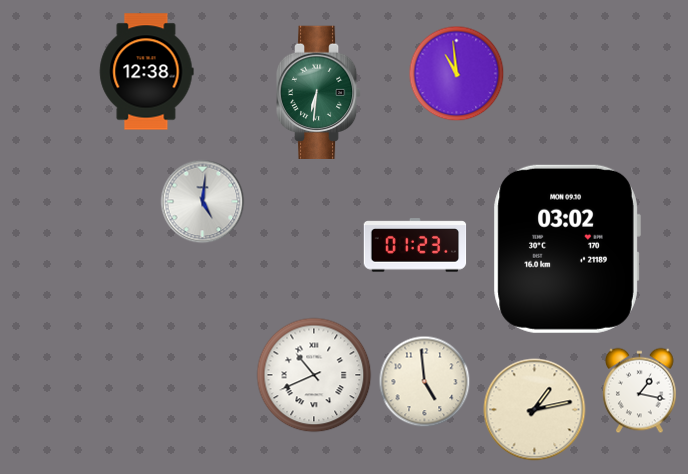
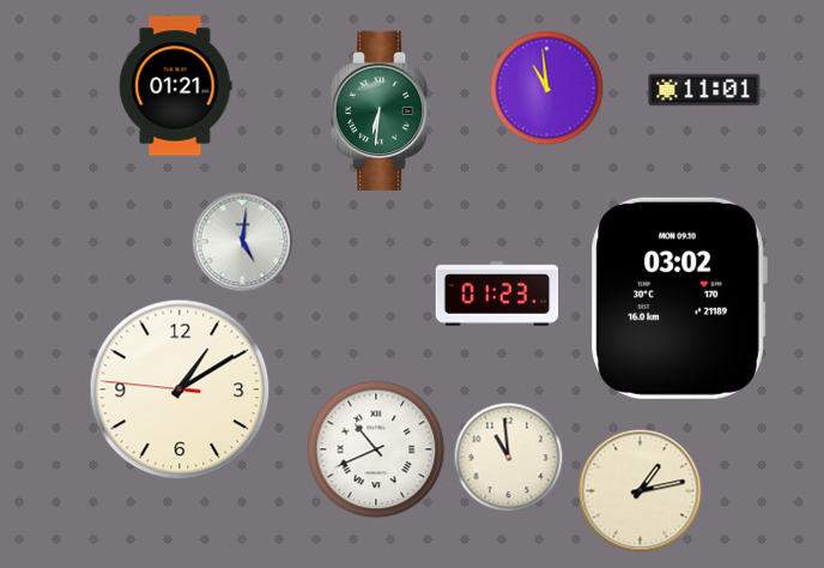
clock at (146, 72): 12:38 -> 01:21
clock at (704, 90): none -> 11:01
clock at (180, 389): none -> 1:09
clock at (425, 382): 4:59 -> 10:59
clock at (640, 391): 1:17 -> none
